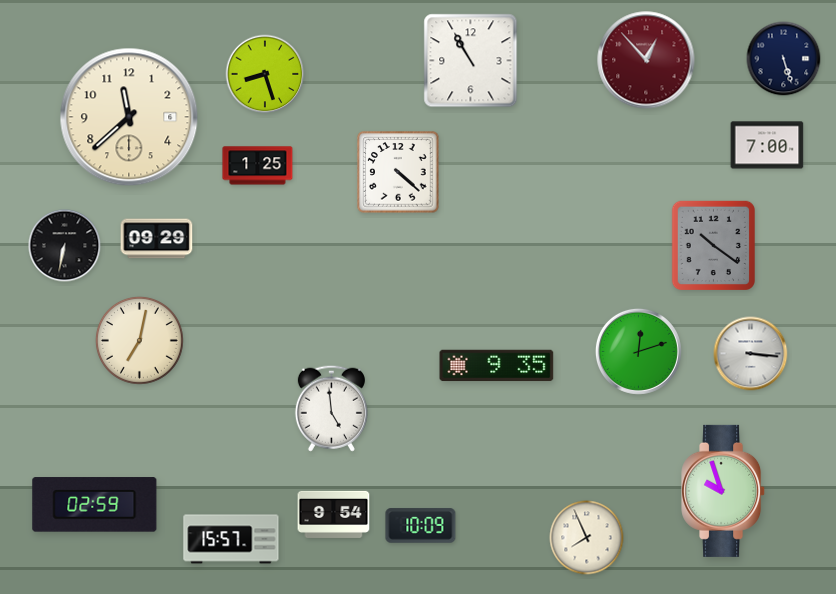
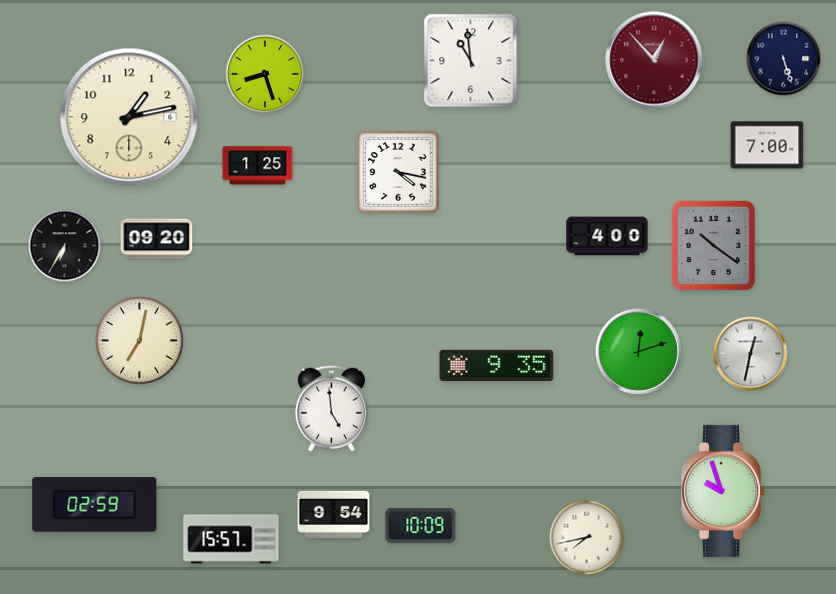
clock at (646, 60) position: (646, 60) -> (654, 60)
clock at (471, 61): 10:55 -> 10:59
clock at (129, 117): 11:38 -> 1:13
clock at (398, 172): 4:22 -> 4:17
clock at (607, 236): none -> 4:00
clock at (157, 239): 09:29 -> 09:20
clock at (65, 246): 6:32 -> 6:35
clock at (751, 354): 3:16 -> 12:32
clock at (587, 538): 7:56 -> 7:43
